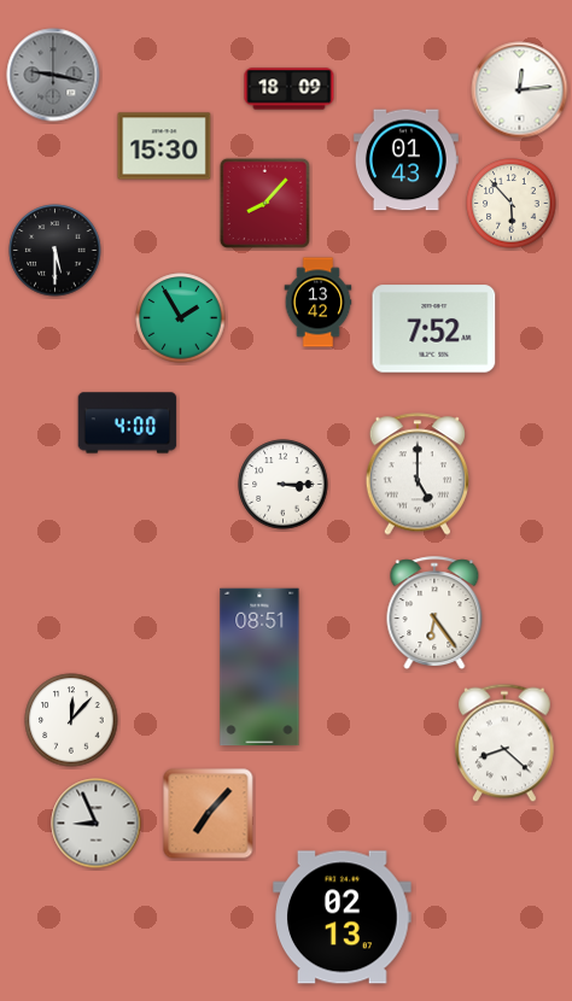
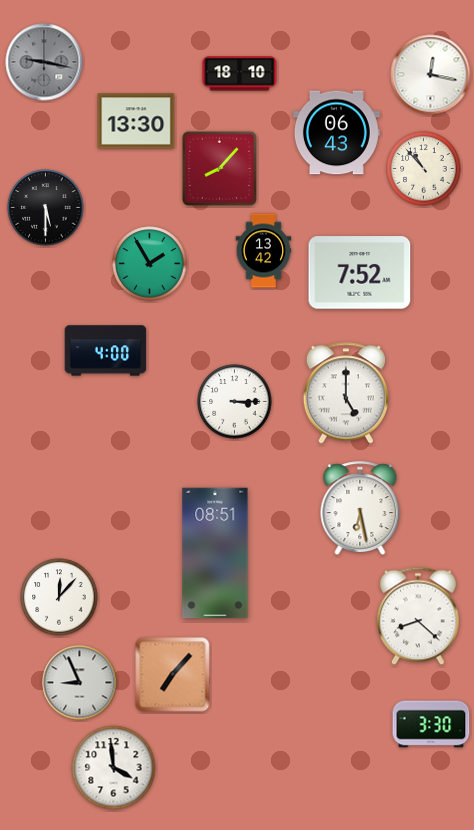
clock at (290, 89): 18:09 -> 18:10
clock at (520, 90): 12:14 -> 12:17
clock at (164, 146): 15:30 -> 13:30
clock at (405, 160): 01:43 -> 06:43
clock at (512, 204): 5:53 -> 10:53
clock at (434, 614): 6:24 -> 6:28
clock at (431, 724): none -> 3:30
clock at (343, 918): 02:13 -> none
clock at (114, 768): none -> 3:59
